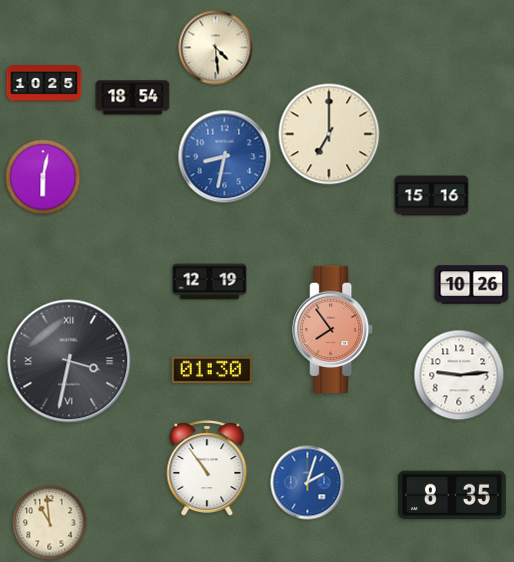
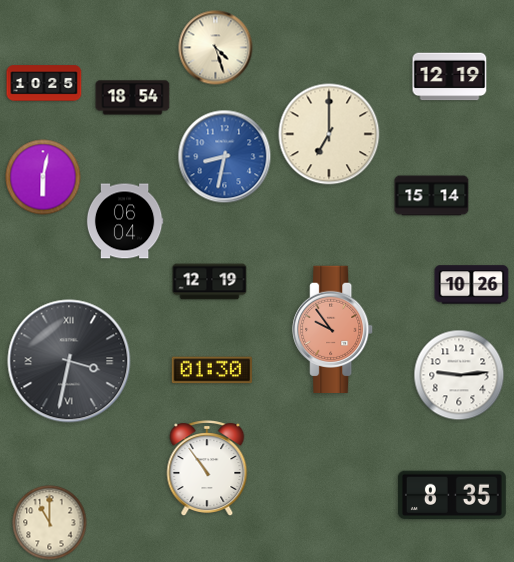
clock at (216, 48): 4:29 -> 4:27
clock at (450, 77): none -> 12:19
clock at (432, 196): 15:16 -> 15:14
clock at (125, 221): none -> 06:04
clock at (333, 329): 7:54 -> 9:54
clock at (308, 483): 2:03 -> none
clock at (50, 523): 10:59 -> 11:00
